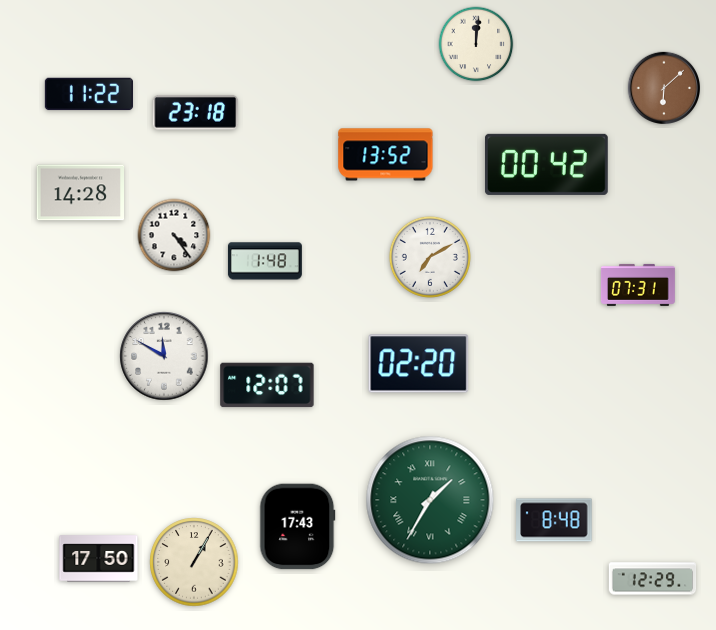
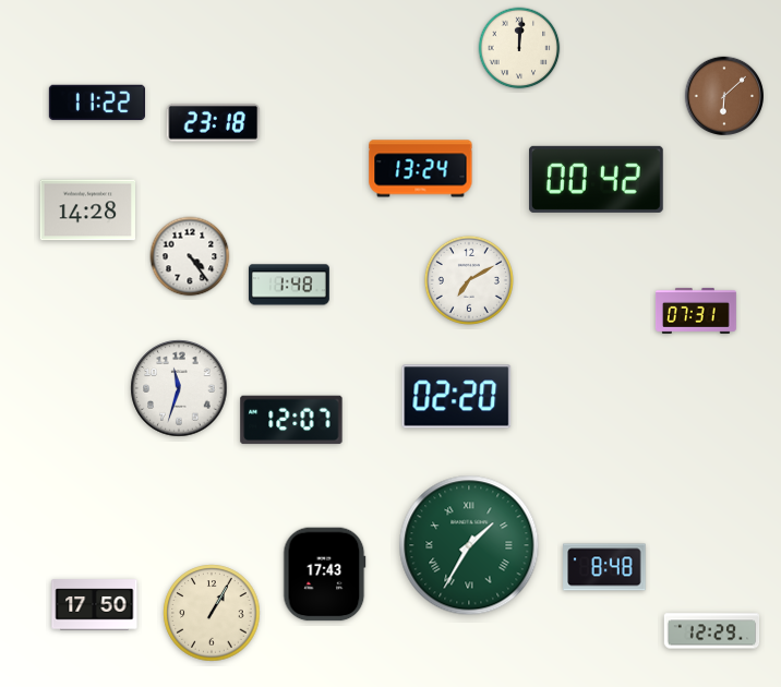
clock at (386, 155): 13:52 -> 13:24
clock at (164, 356): 11:50 -> 11:33
clock at (99, 559) position: (99, 559) -> (95, 605)
